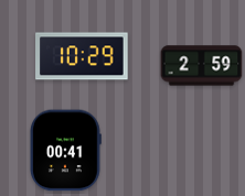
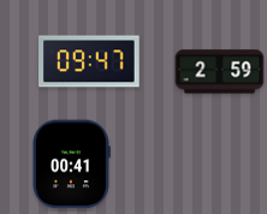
clock at (82, 56): 10:29 -> 09:47
